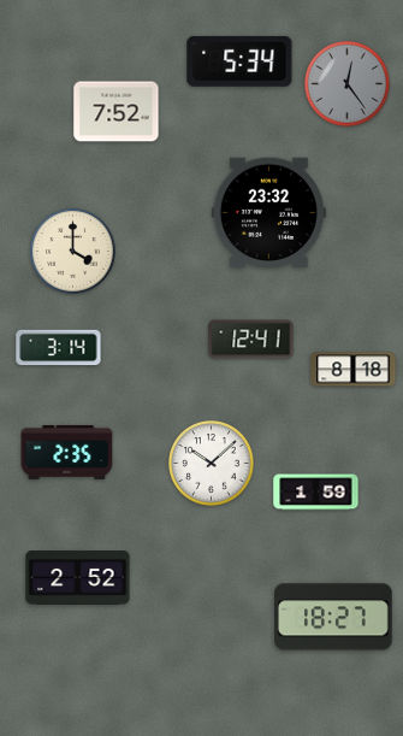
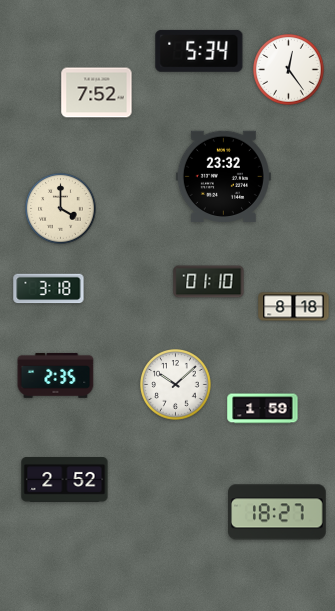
clock at (348, 84) dial: grey -> white
clock at (251, 340): 12:41 -> 01:10
clock at (59, 348): 3:14 -> 3:18
